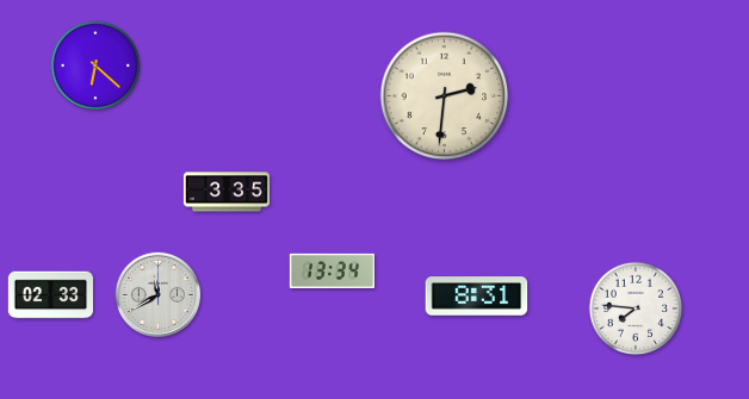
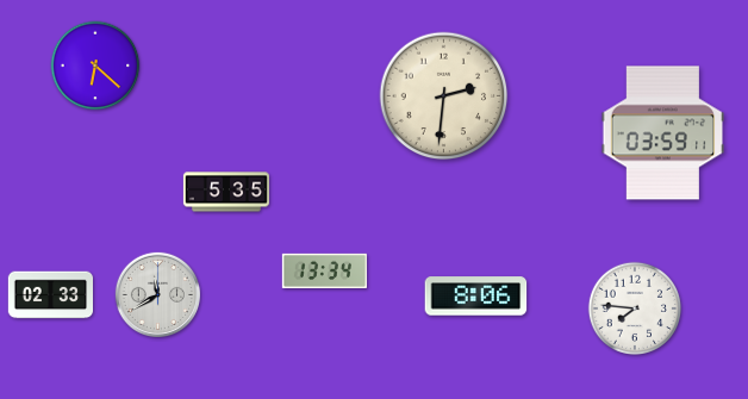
clock at (663, 133): none -> 03:59
clock at (227, 192): 3:35 -> 5:35
clock at (332, 270) position: (332, 270) -> (324, 270)
clock at (477, 297): 8:31 -> 8:06
